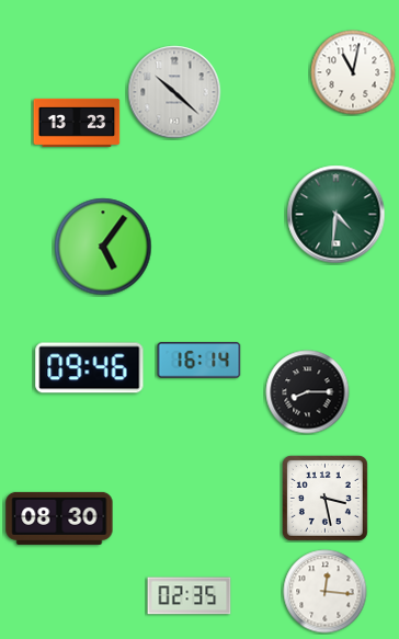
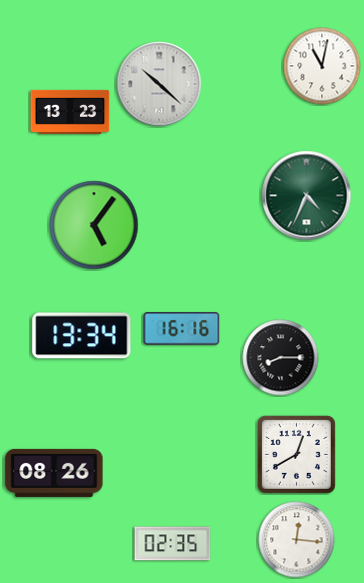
clock at (337, 215): 4:31 -> 4:34
clock at (200, 361): 16:14 -> 16:16
clock at (90, 368): 09:46 -> 13:34
clock at (324, 498): 3:28 -> 12:40
clock at (59, 518): 08:30 -> 08:26
